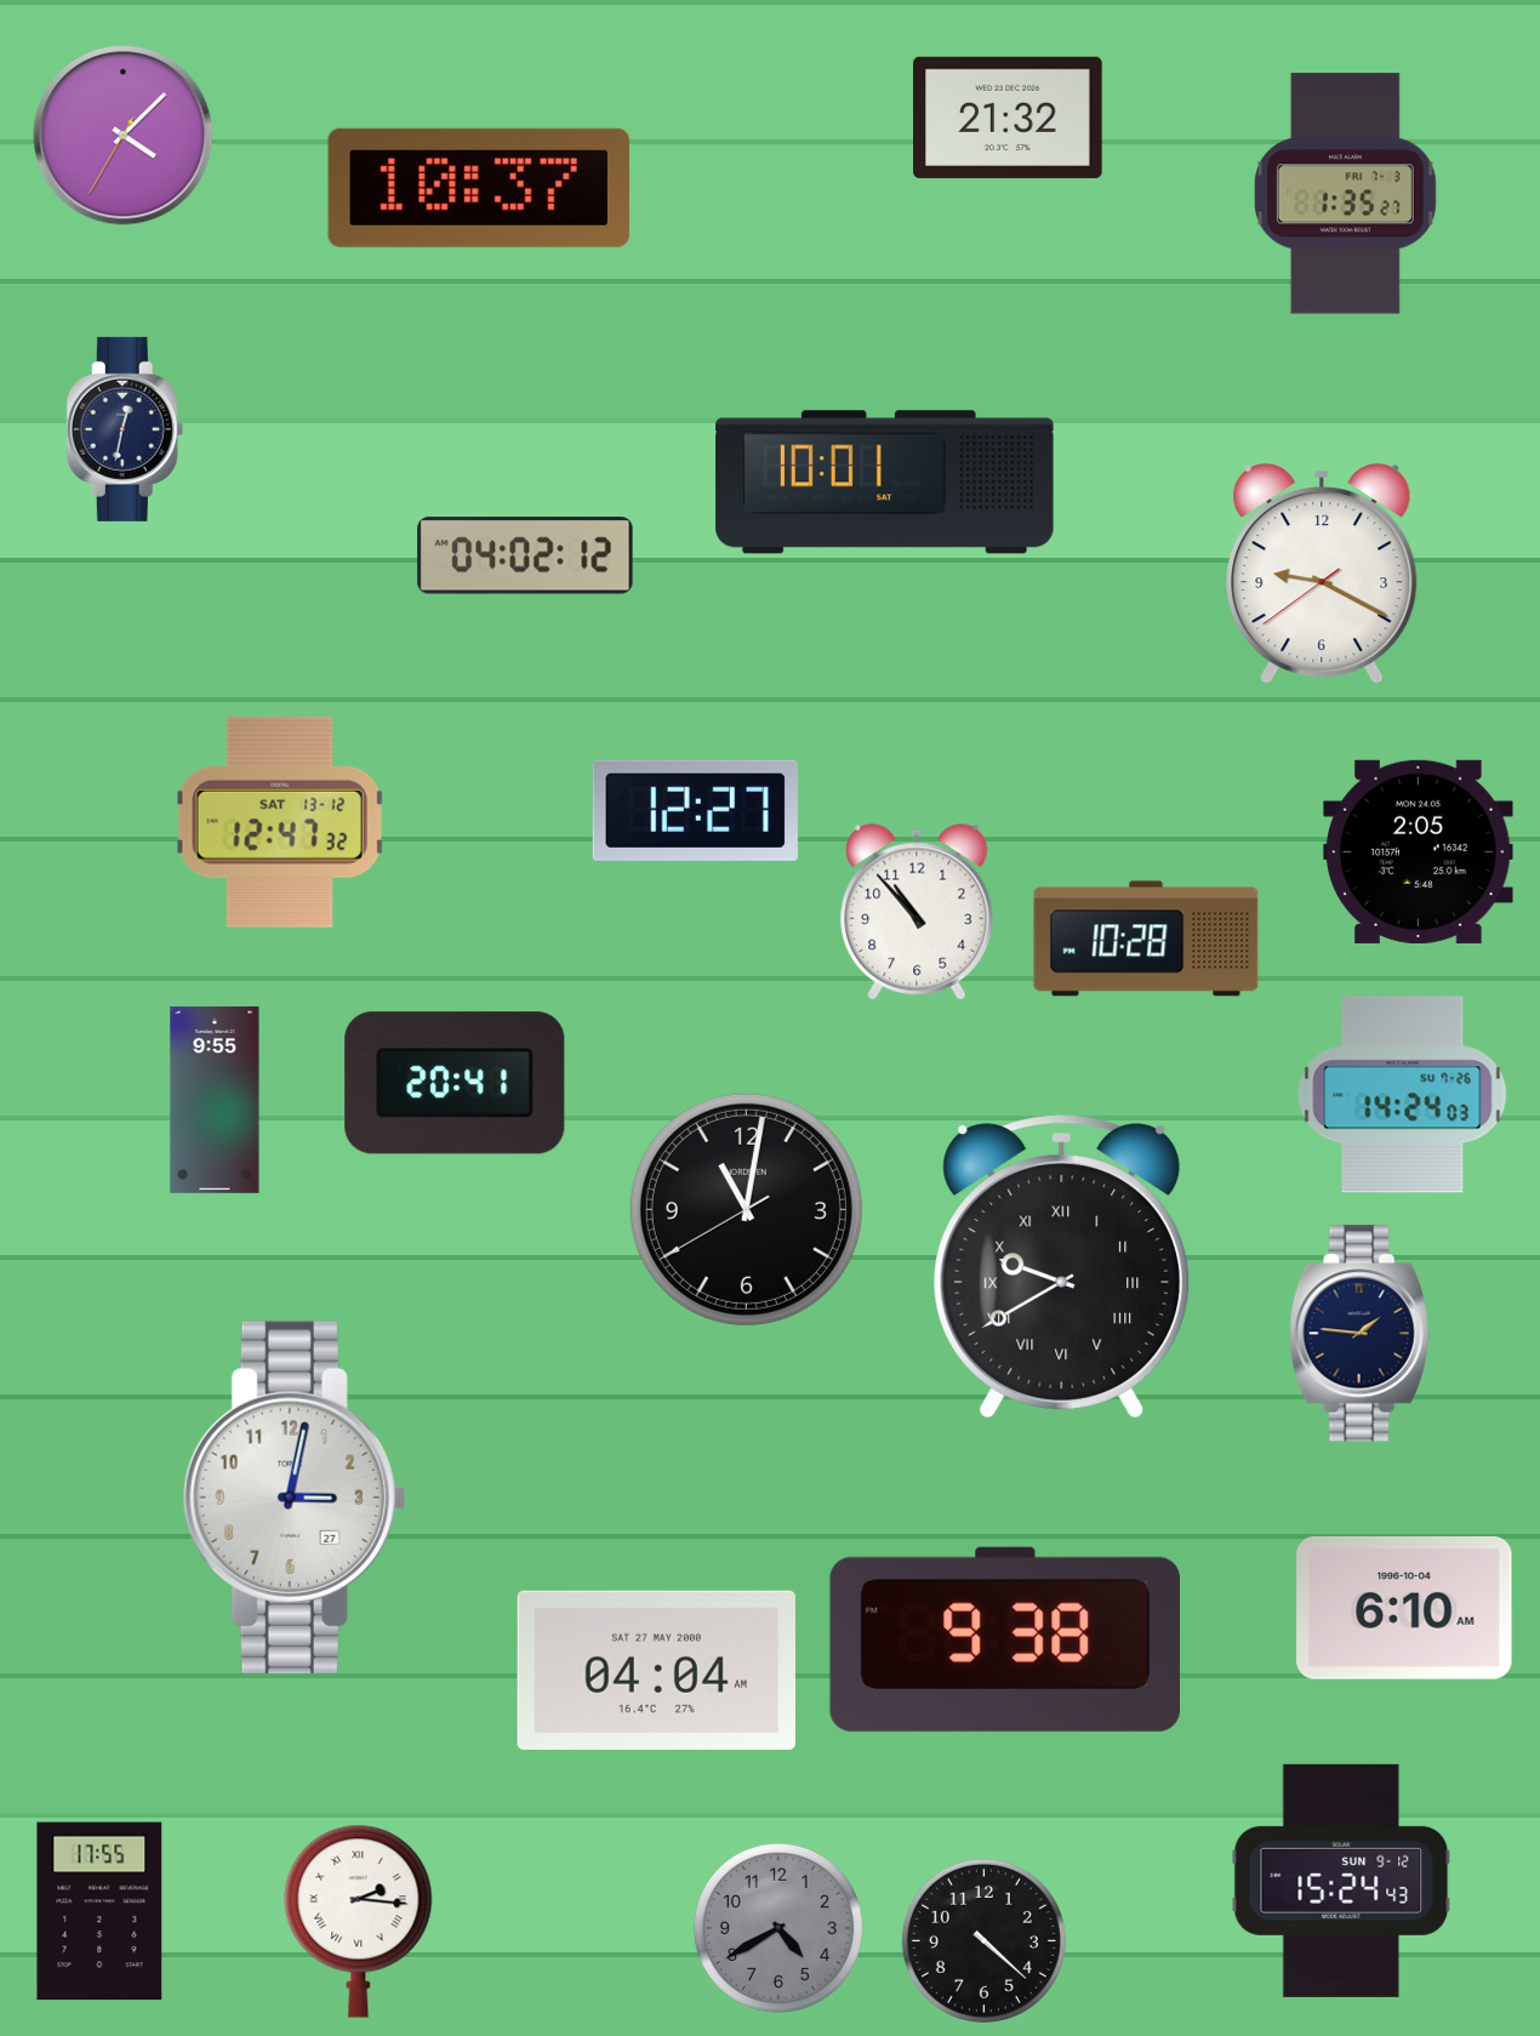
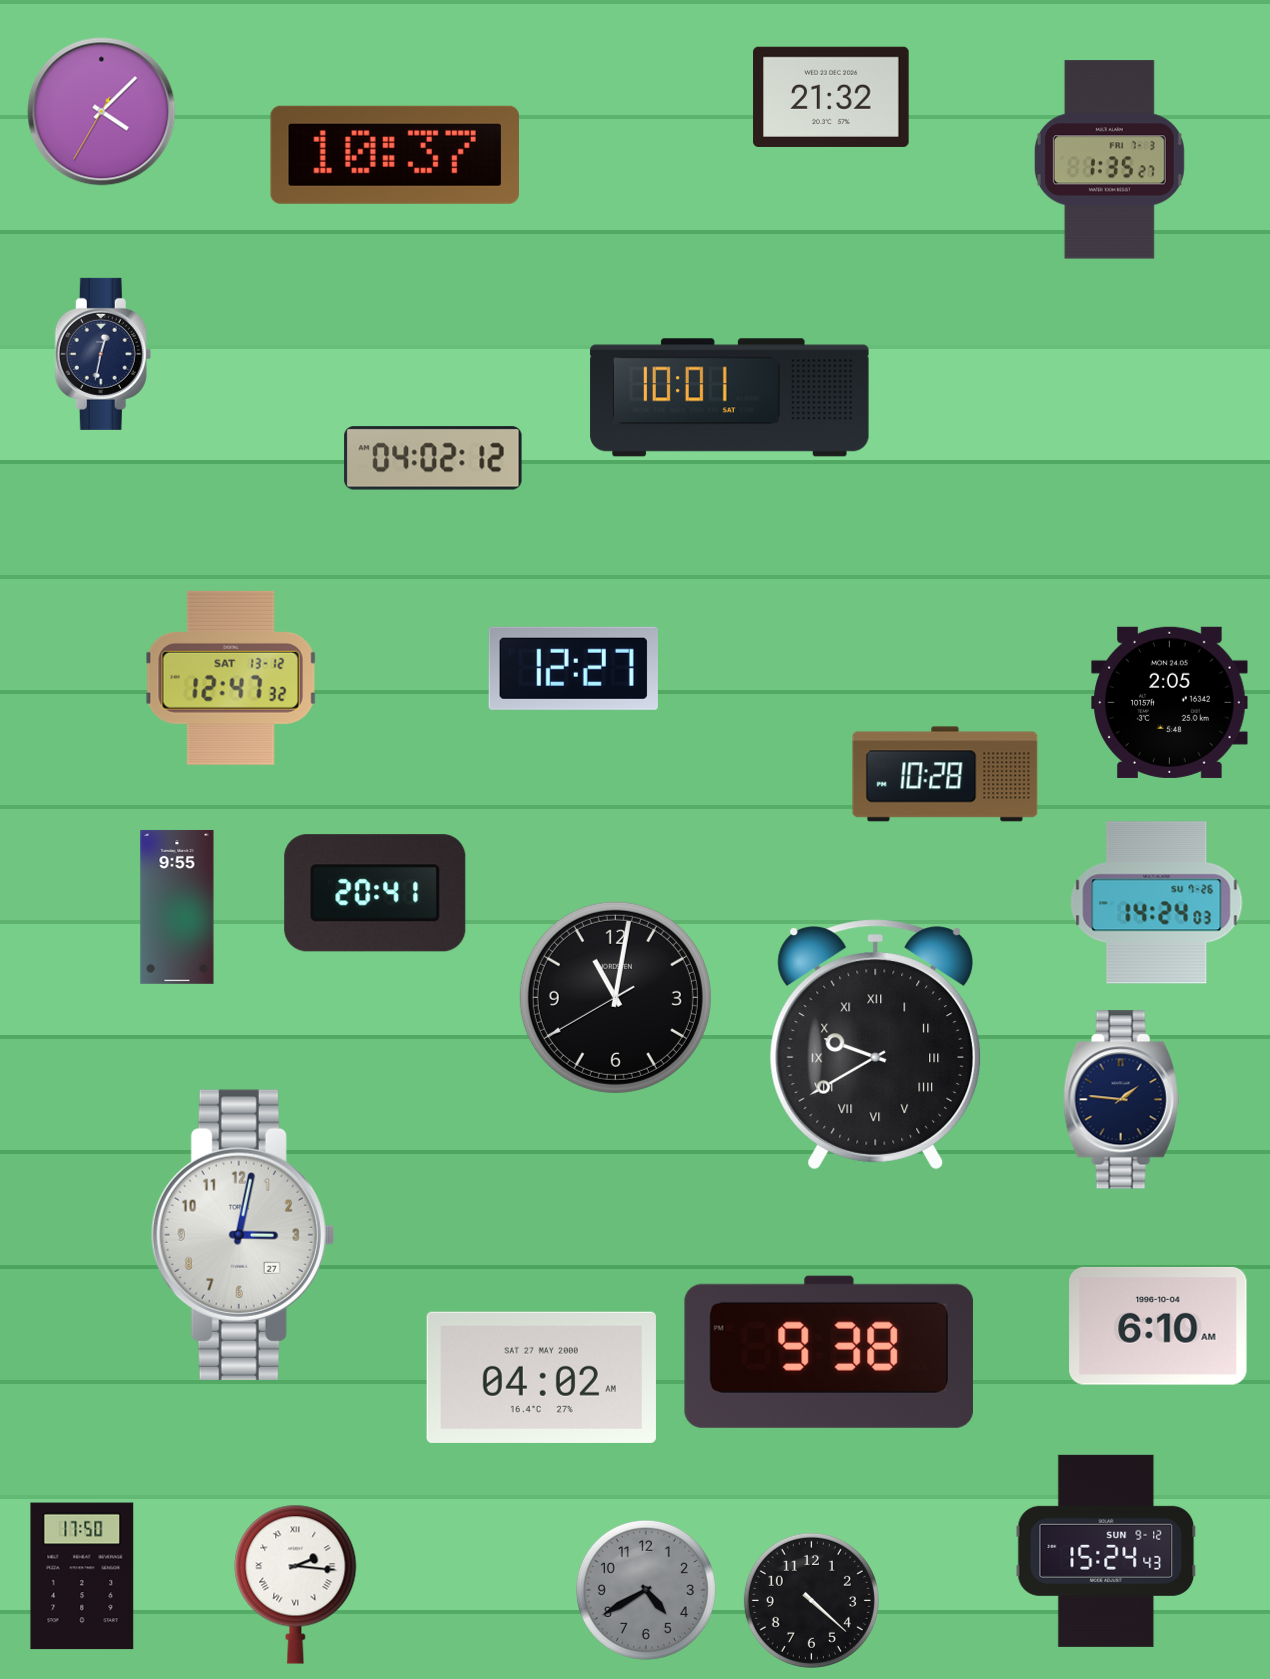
clock at (1322, 575): 9:19 -> none
clock at (917, 912): 10:53 -> none
clock at (656, 1670): 04:04 -> 04:02
clock at (99, 1911): 17:55 -> 17:50
clock at (778, 1928) position: (778, 1928) -> (646, 1590)
